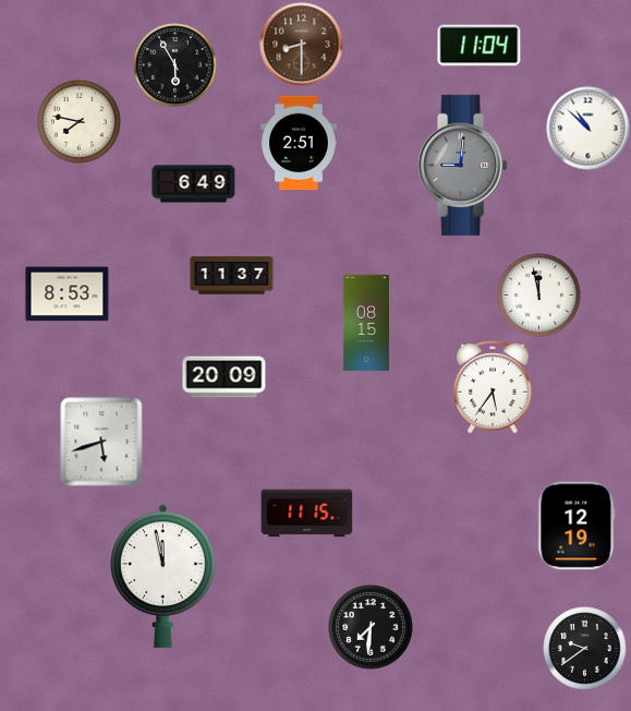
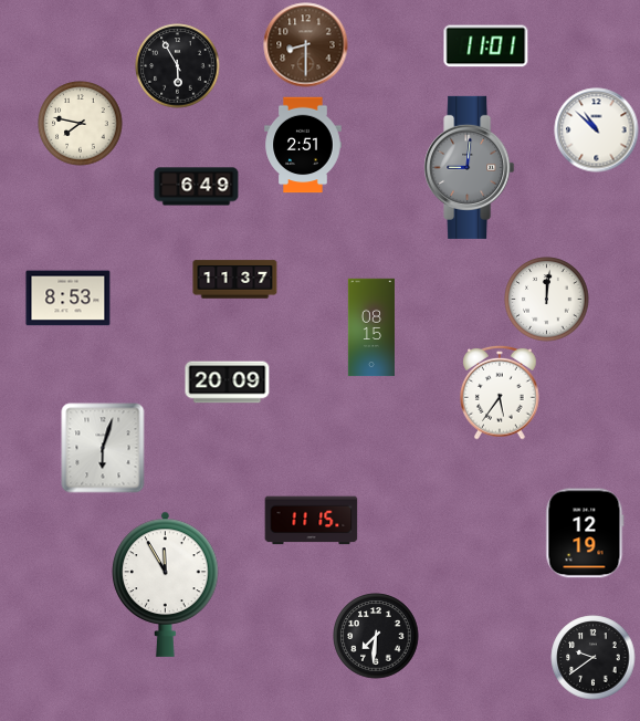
clock at (480, 46): 11:04 -> 11:01
clock at (539, 296): 11:58 -> 12:01
clock at (101, 442): 5:42 -> 6:03
clock at (163, 576): 11:58 -> 11:55
